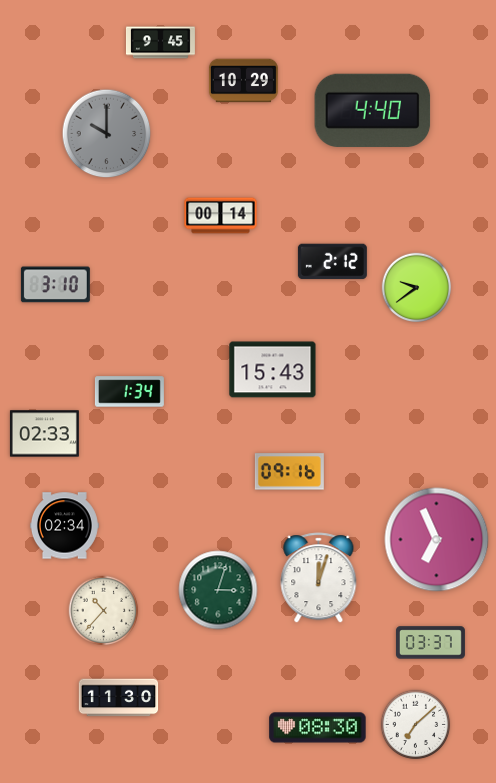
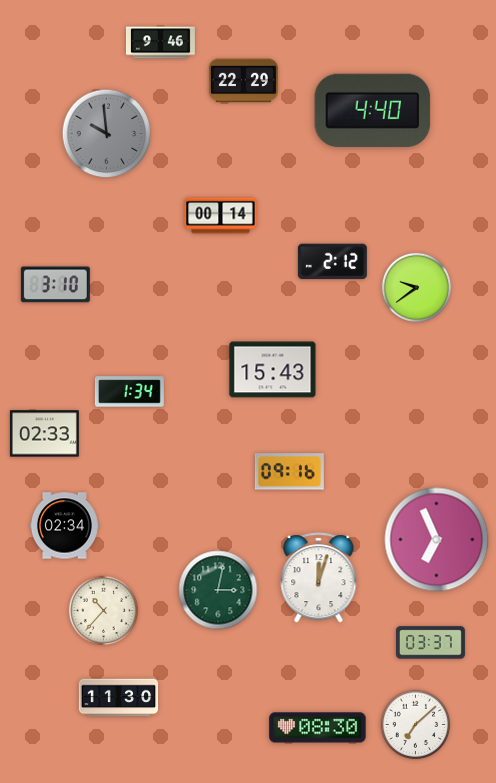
clock at (160, 43): 9:45 -> 9:46
clock at (243, 81): 10:29 -> 22:29
clock at (107, 134): 10:00 -> 9:59
clock at (218, 590): 3:03 -> 3:02
